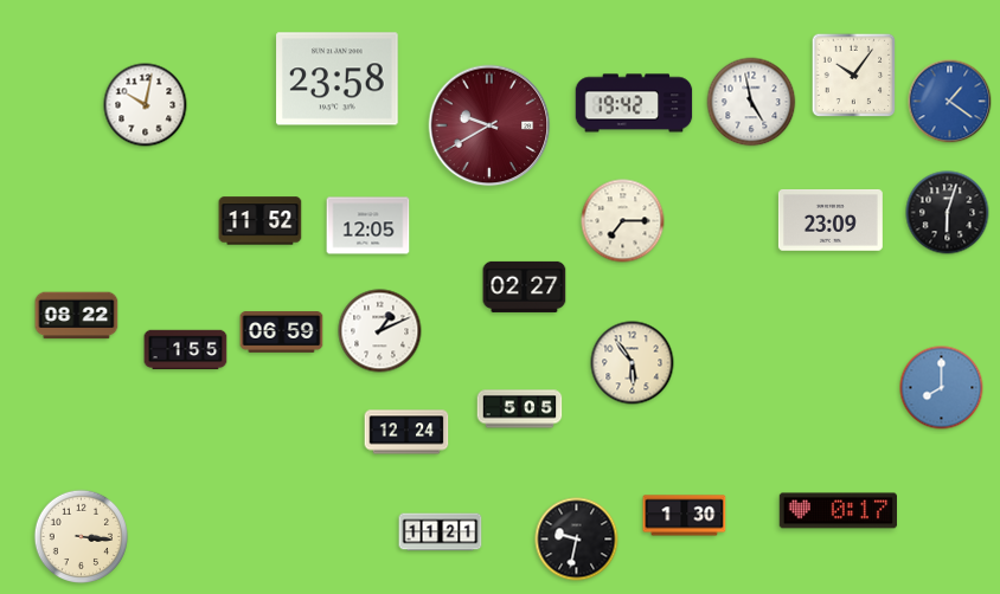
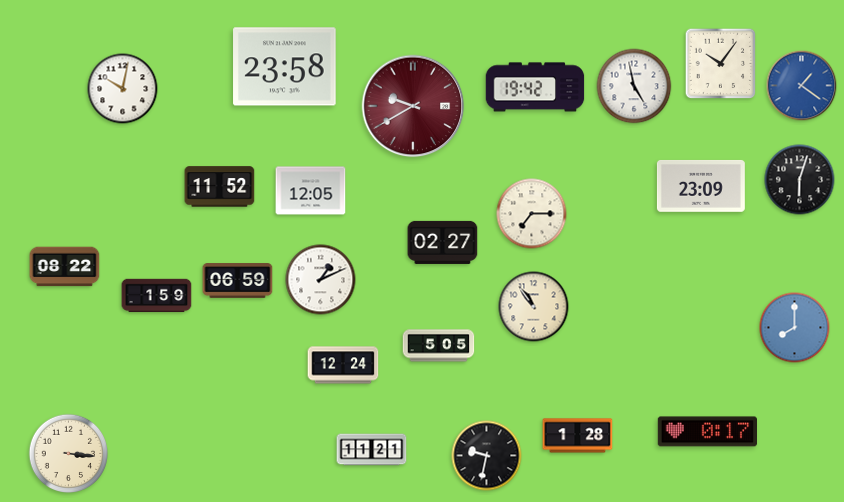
clock at (623, 221) position: (623, 221) -> (532, 214)
clock at (186, 350): 1:55 -> 1:59
clock at (633, 363): 5:54 -> 10:54
clock at (685, 516): 1:30 -> 1:28
